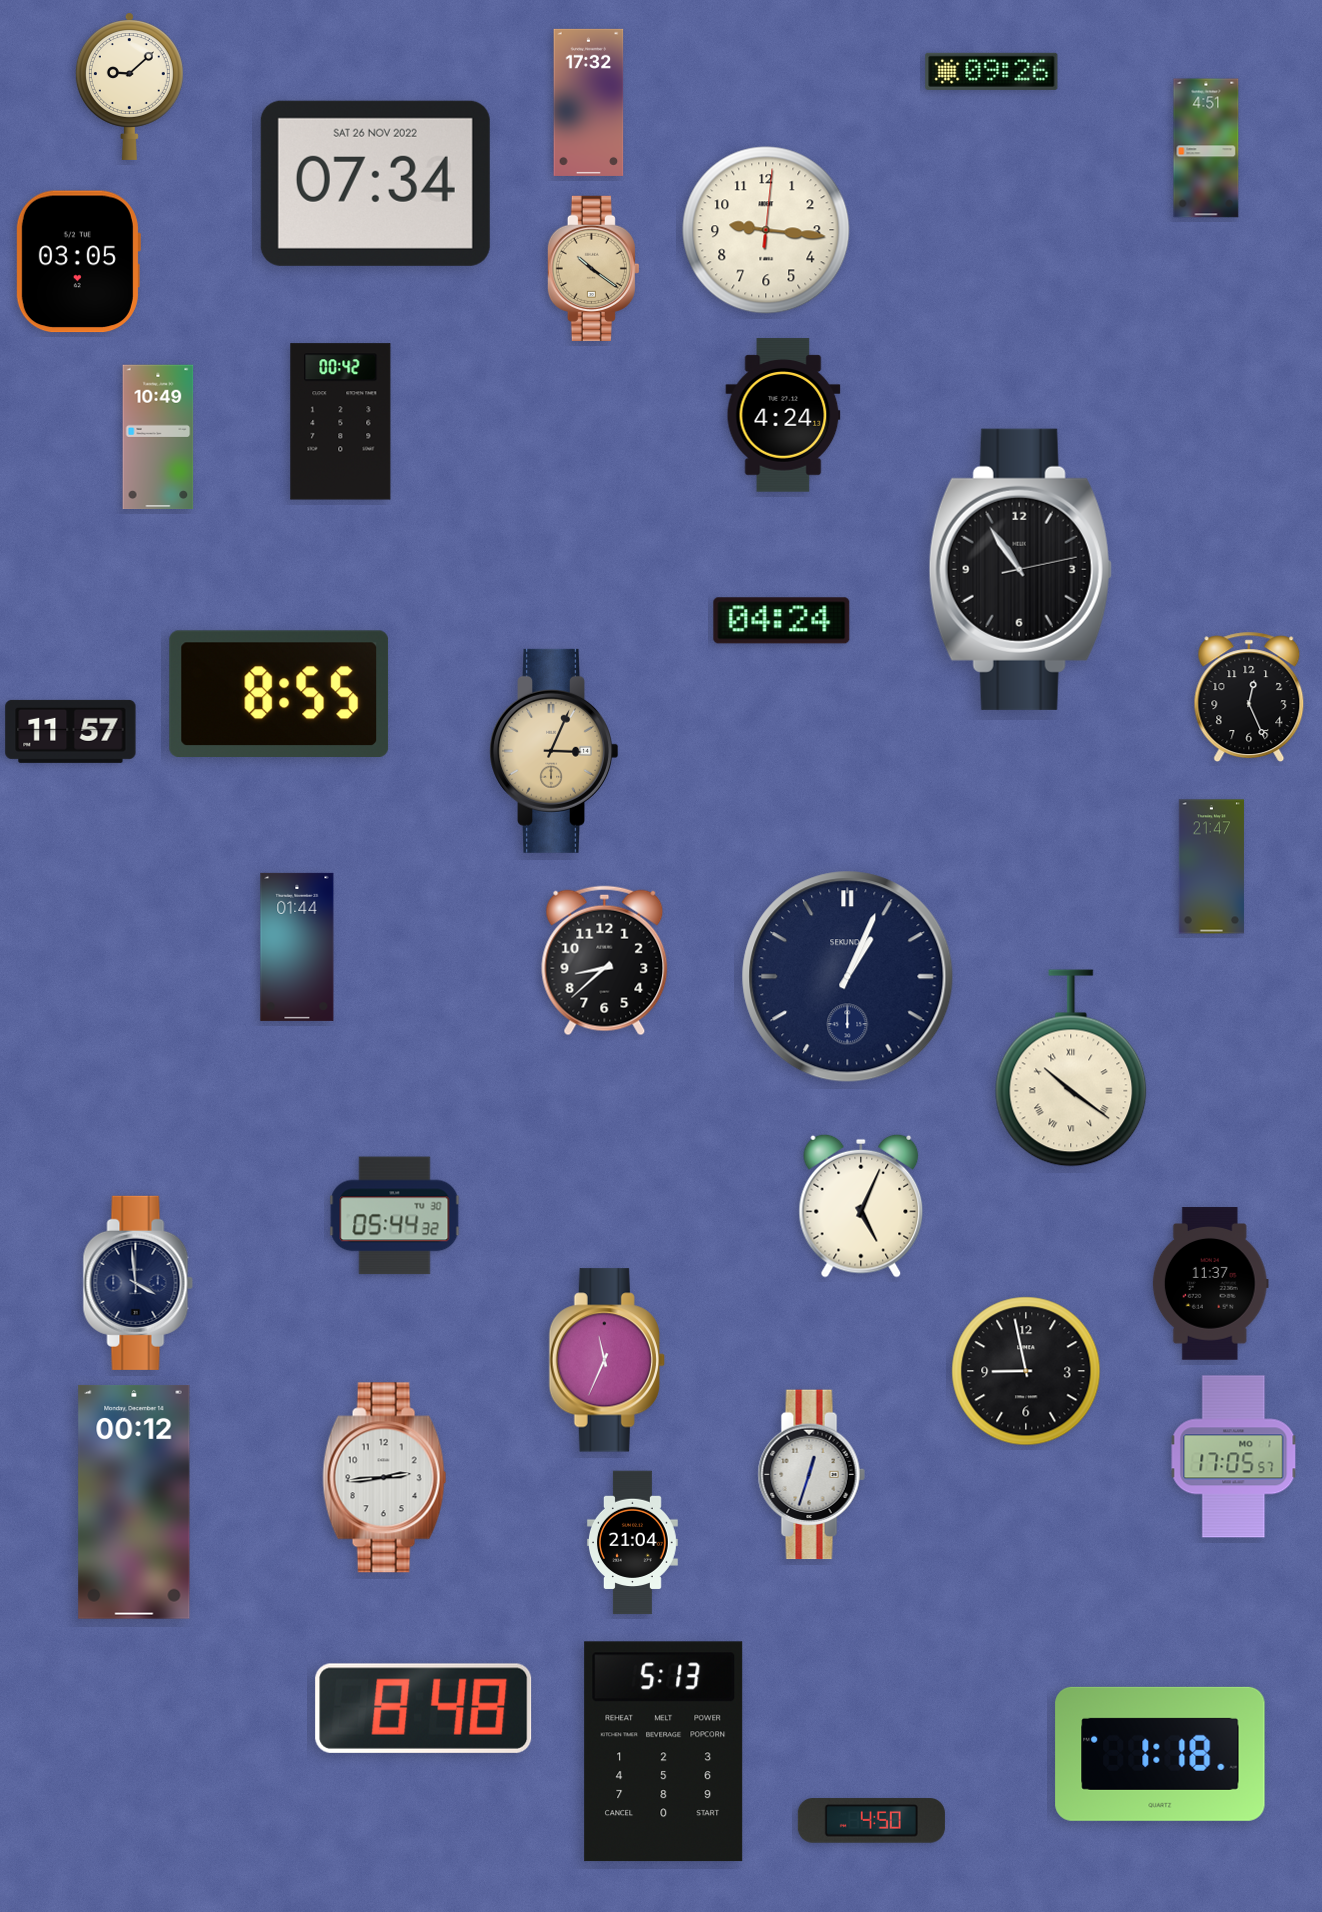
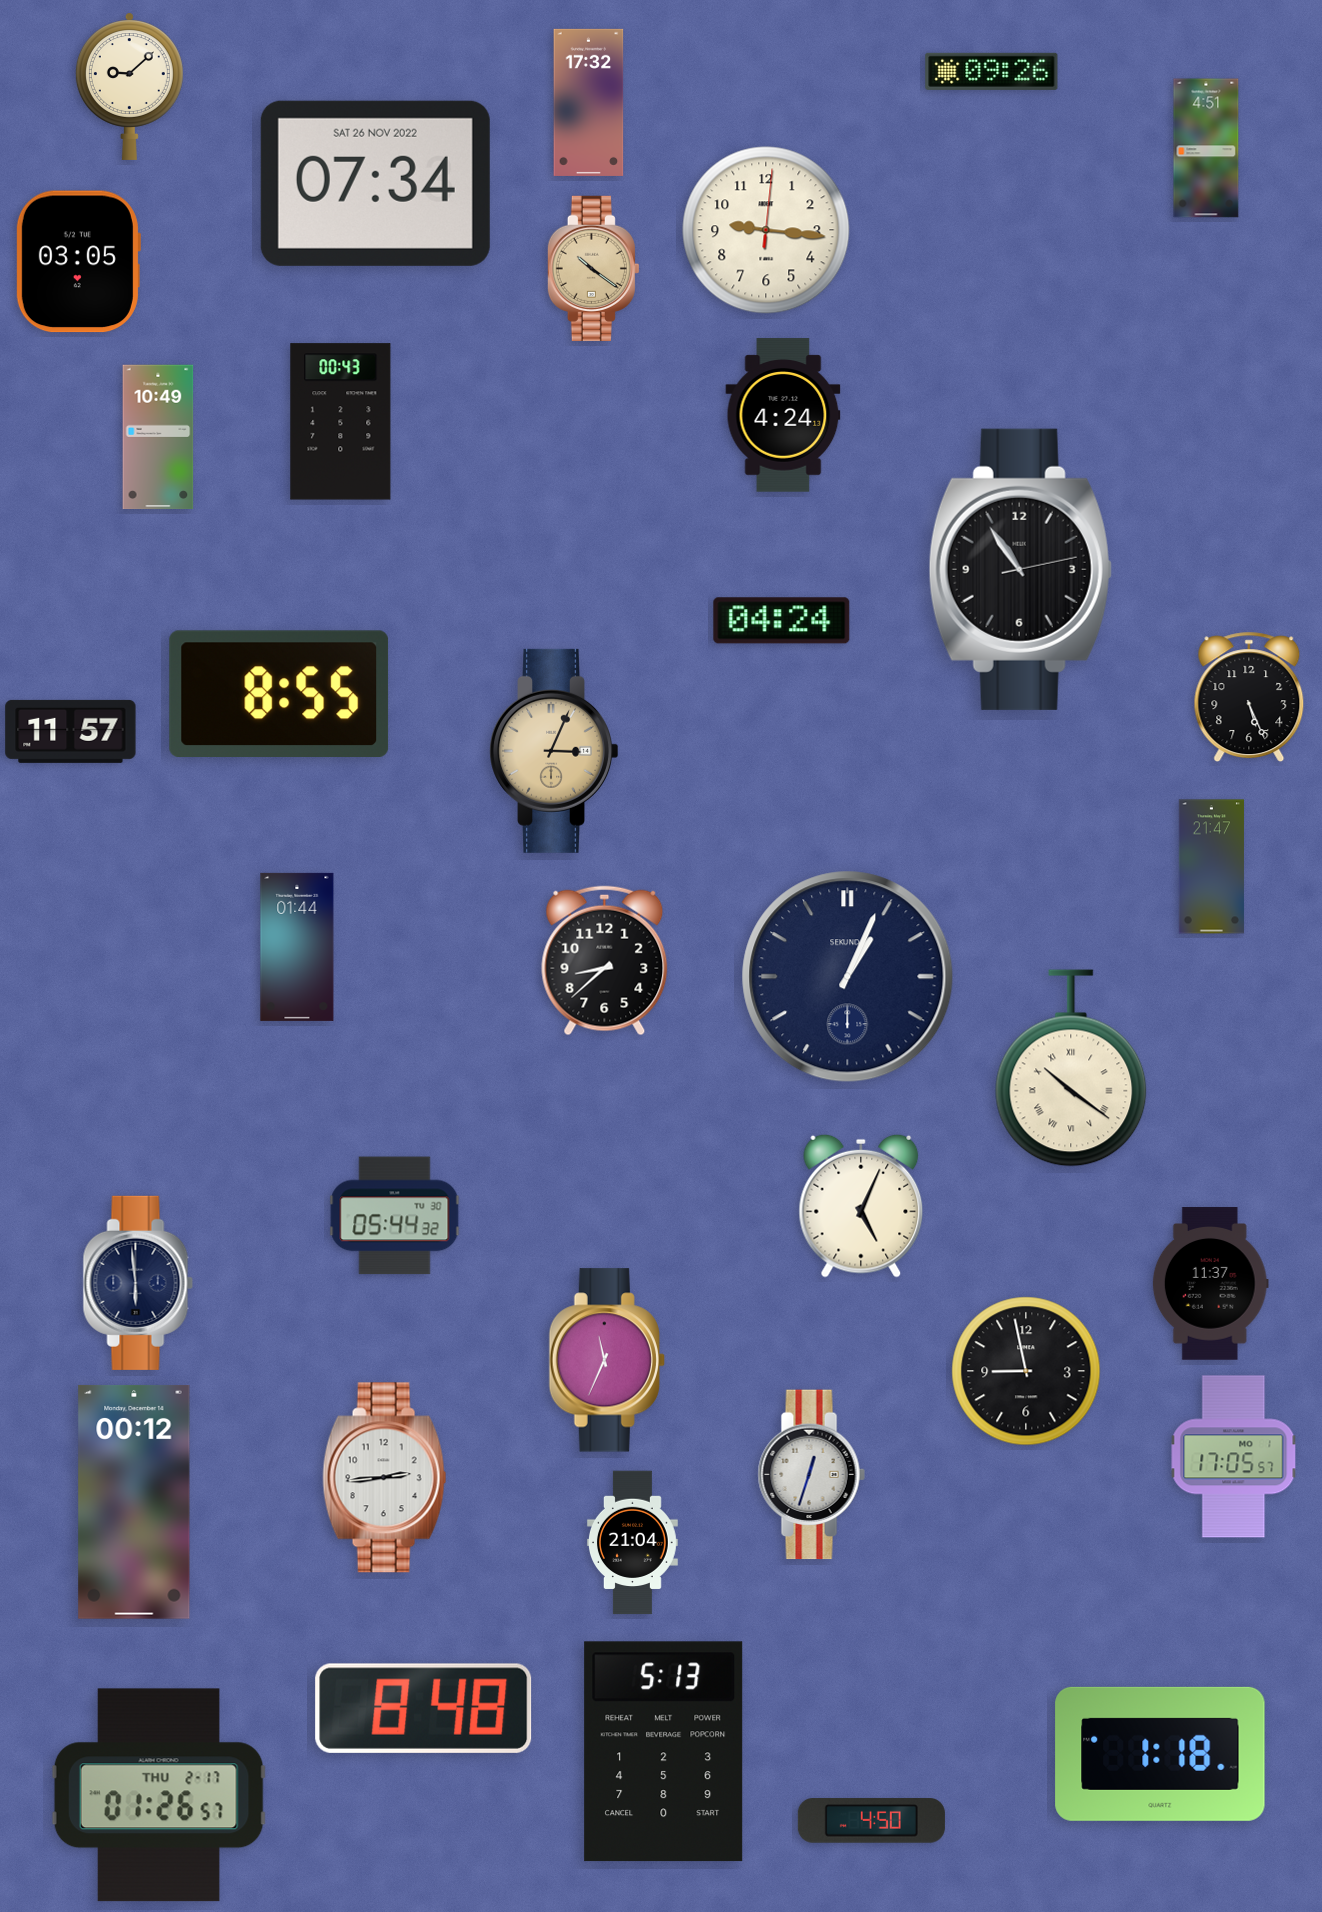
clock at (341, 422): 00:42 -> 00:43
clock at (1249, 697): 12:26 -> 5:26
clock at (138, 1283): 3:59 -> 5:59
clock at (159, 1795): none -> 01:26
